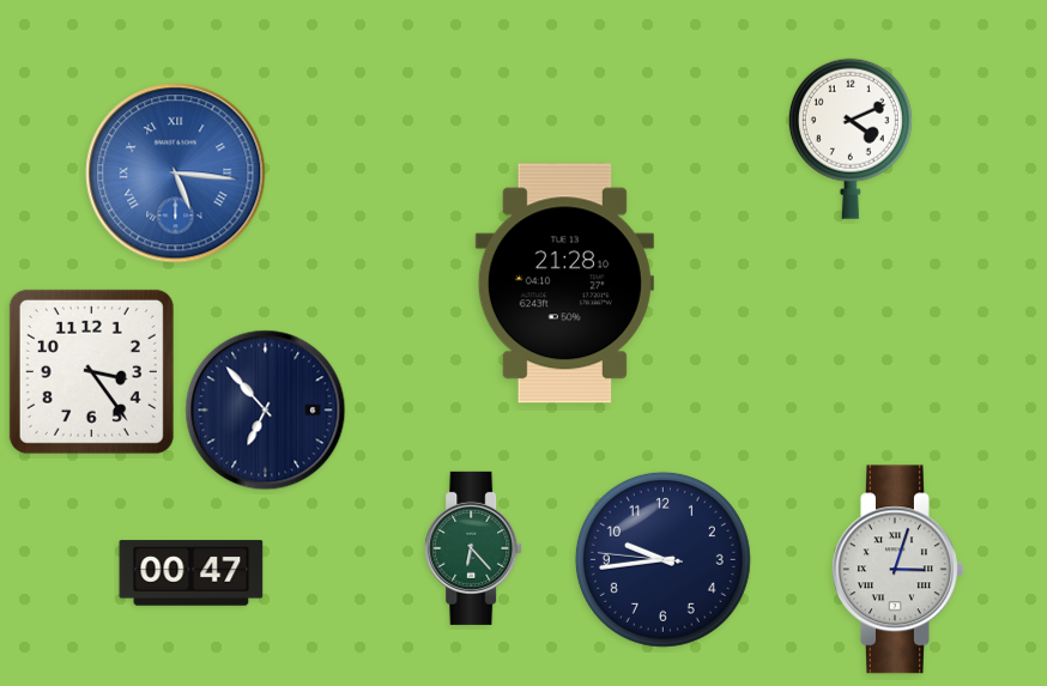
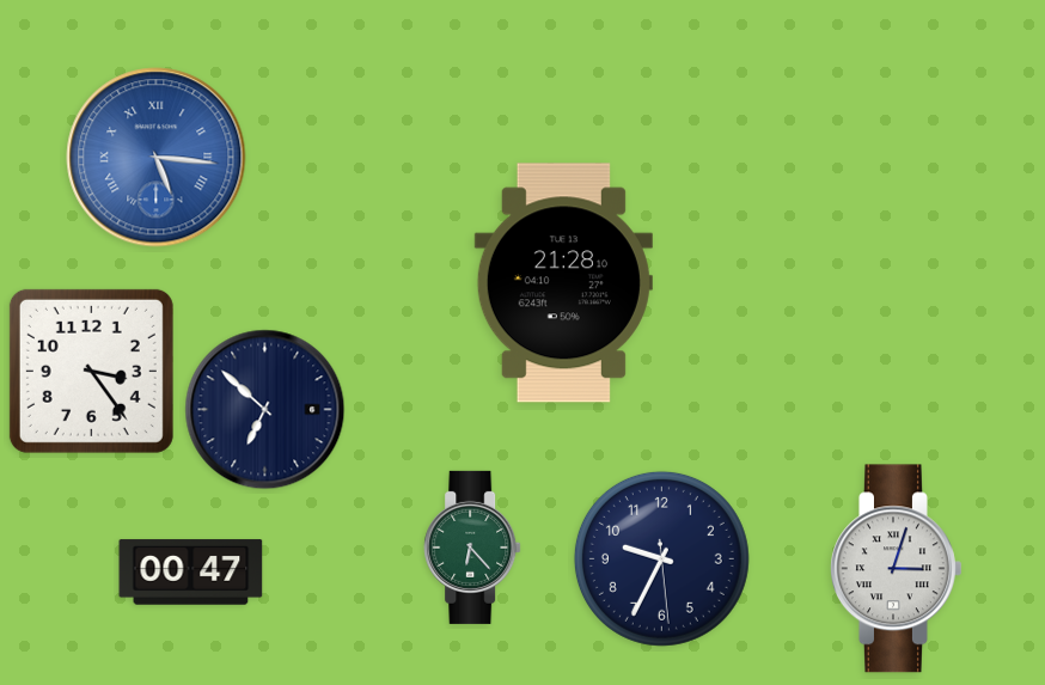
clock at (851, 139): 4:11 -> none
clock at (176, 174) position: (176, 174) -> (157, 158)
clock at (266, 411): 6:53 -> 6:52
clock at (662, 559): 9:43 -> 9:34
